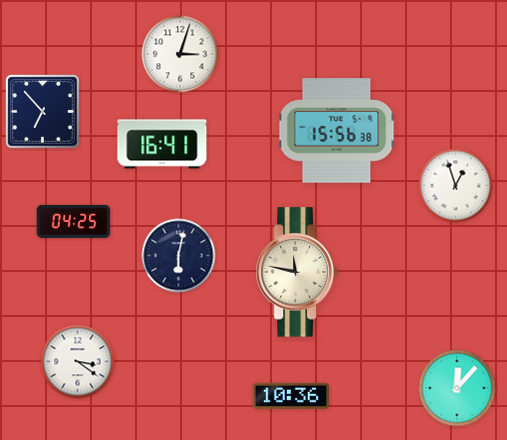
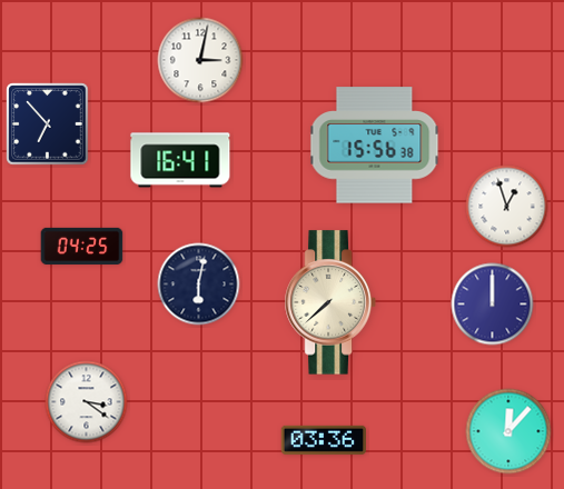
clock at (180, 54): 3:03 -> 3:02
clock at (297, 272): 11:47 -> 7:38
clock at (493, 305): none -> 12:00
clock at (290, 396): 10:36 -> 03:36
